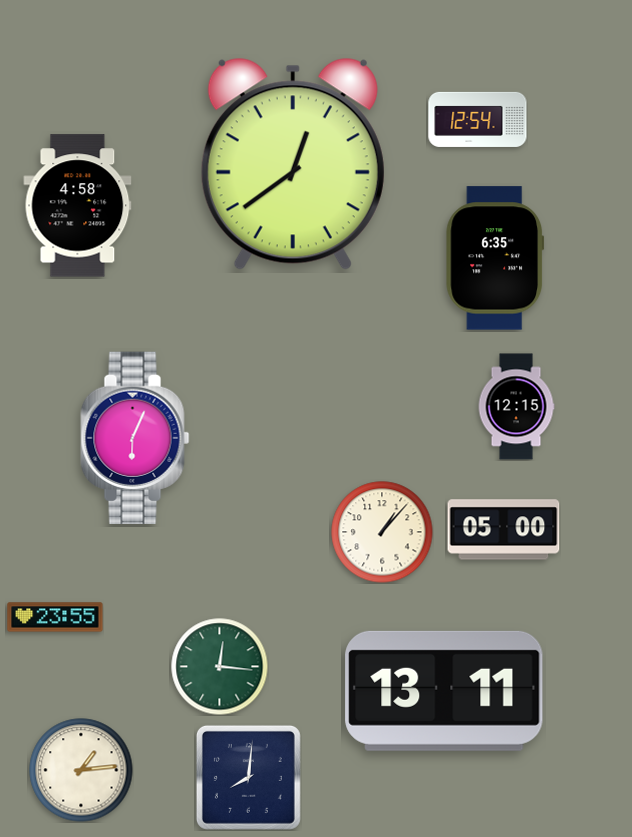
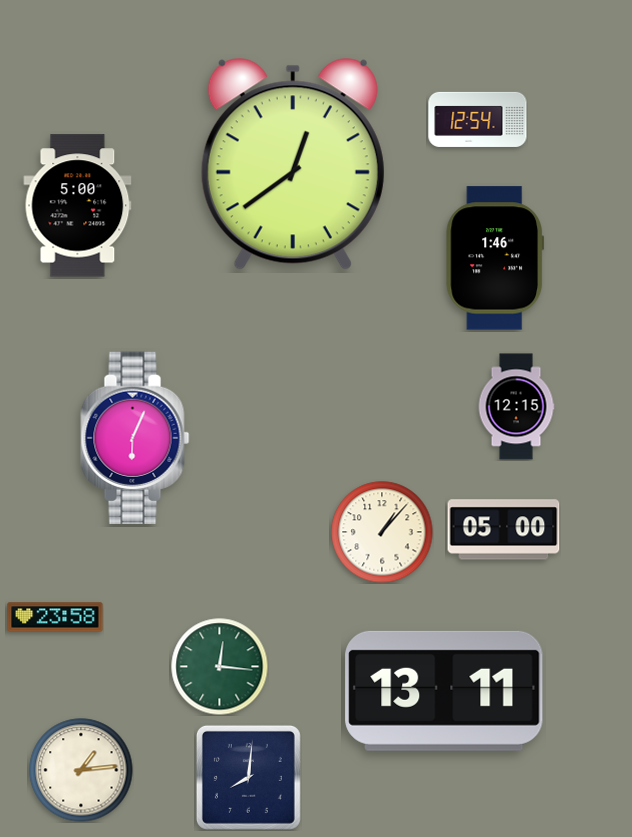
clock at (78, 206): 4:58 -> 5:00
clock at (495, 258): 6:35 -> 1:46
clock at (55, 617): 23:55 -> 23:58
